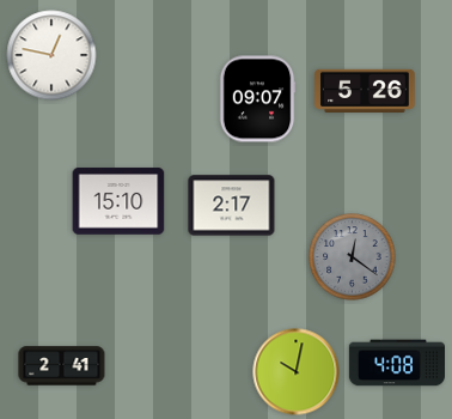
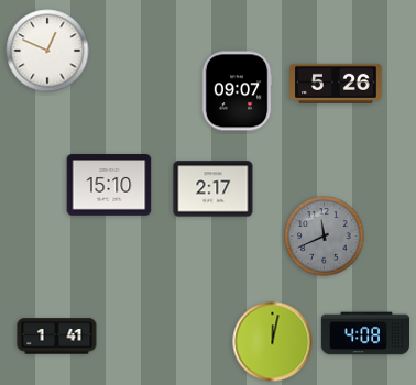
clock at (51, 55): 12:47 -> 12:49
clock at (353, 257): 12:21 -> 11:41
clock at (62, 366): 2:41 -> 1:41
clock at (297, 372): 10:02 -> 12:02
